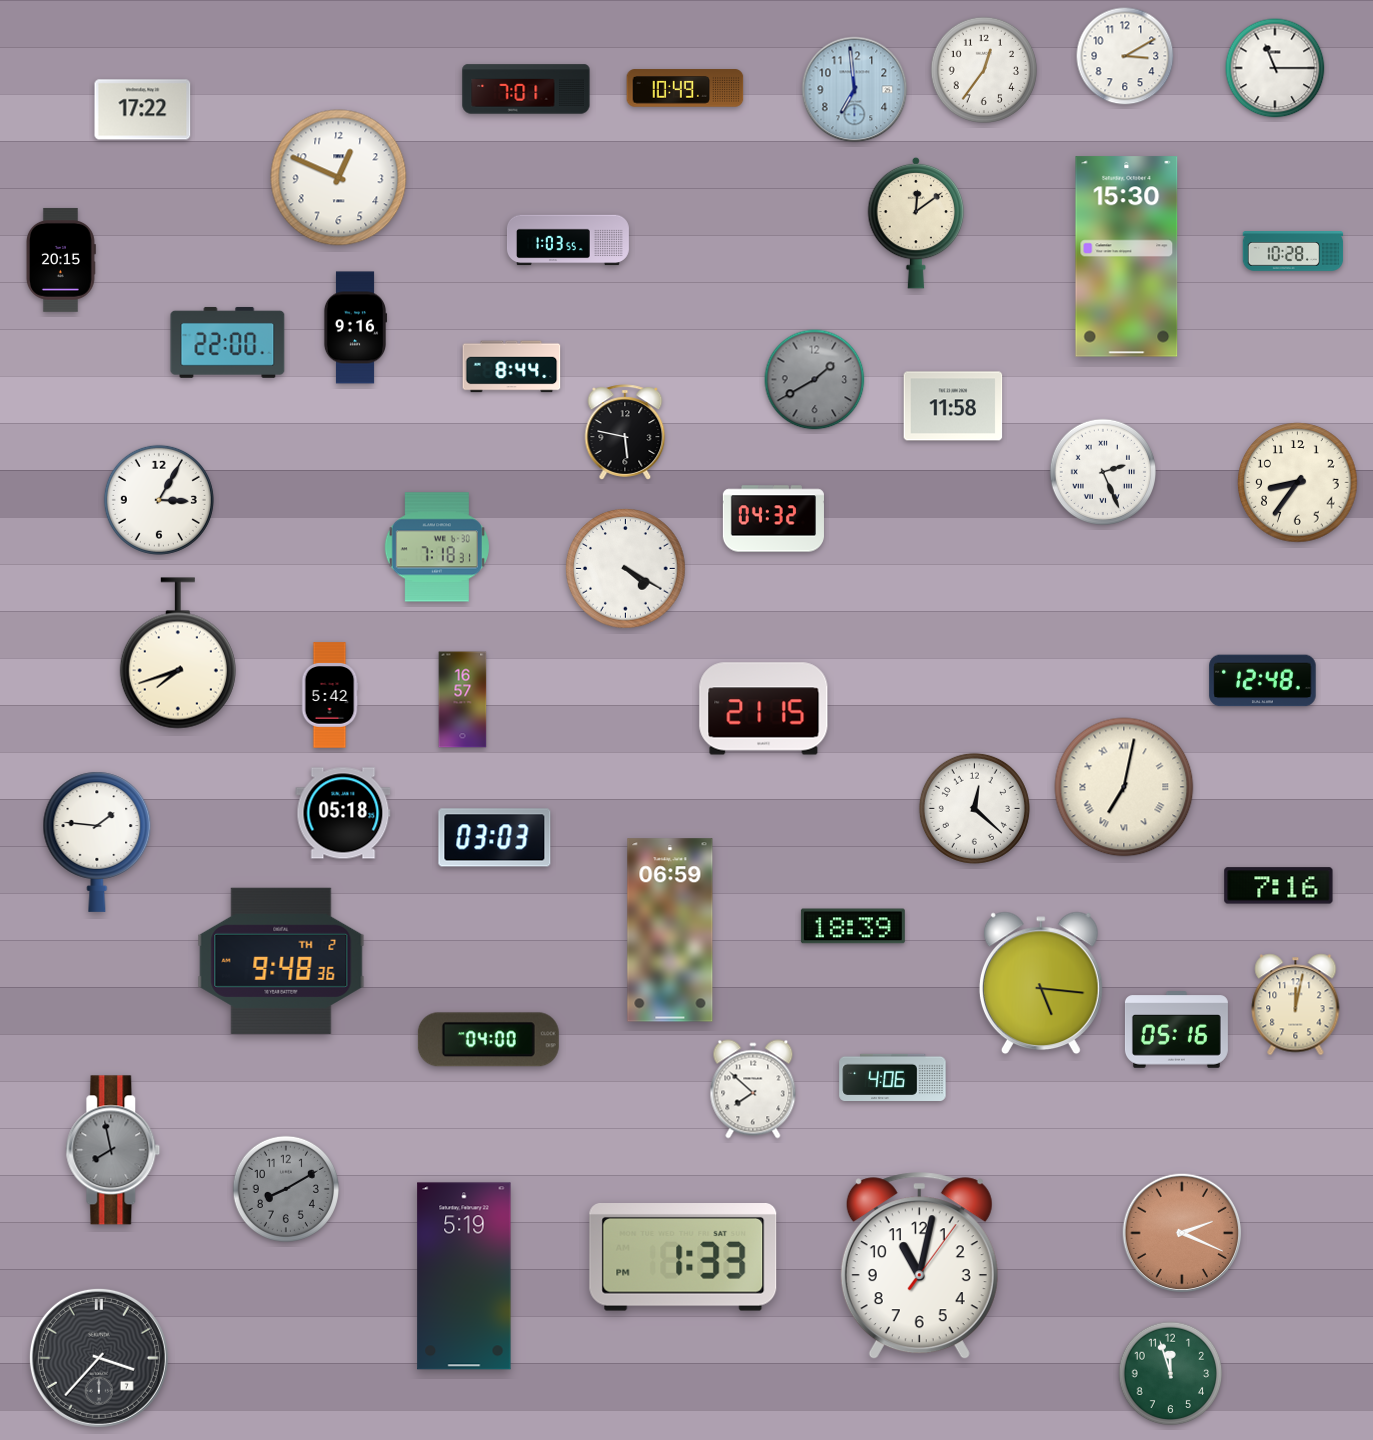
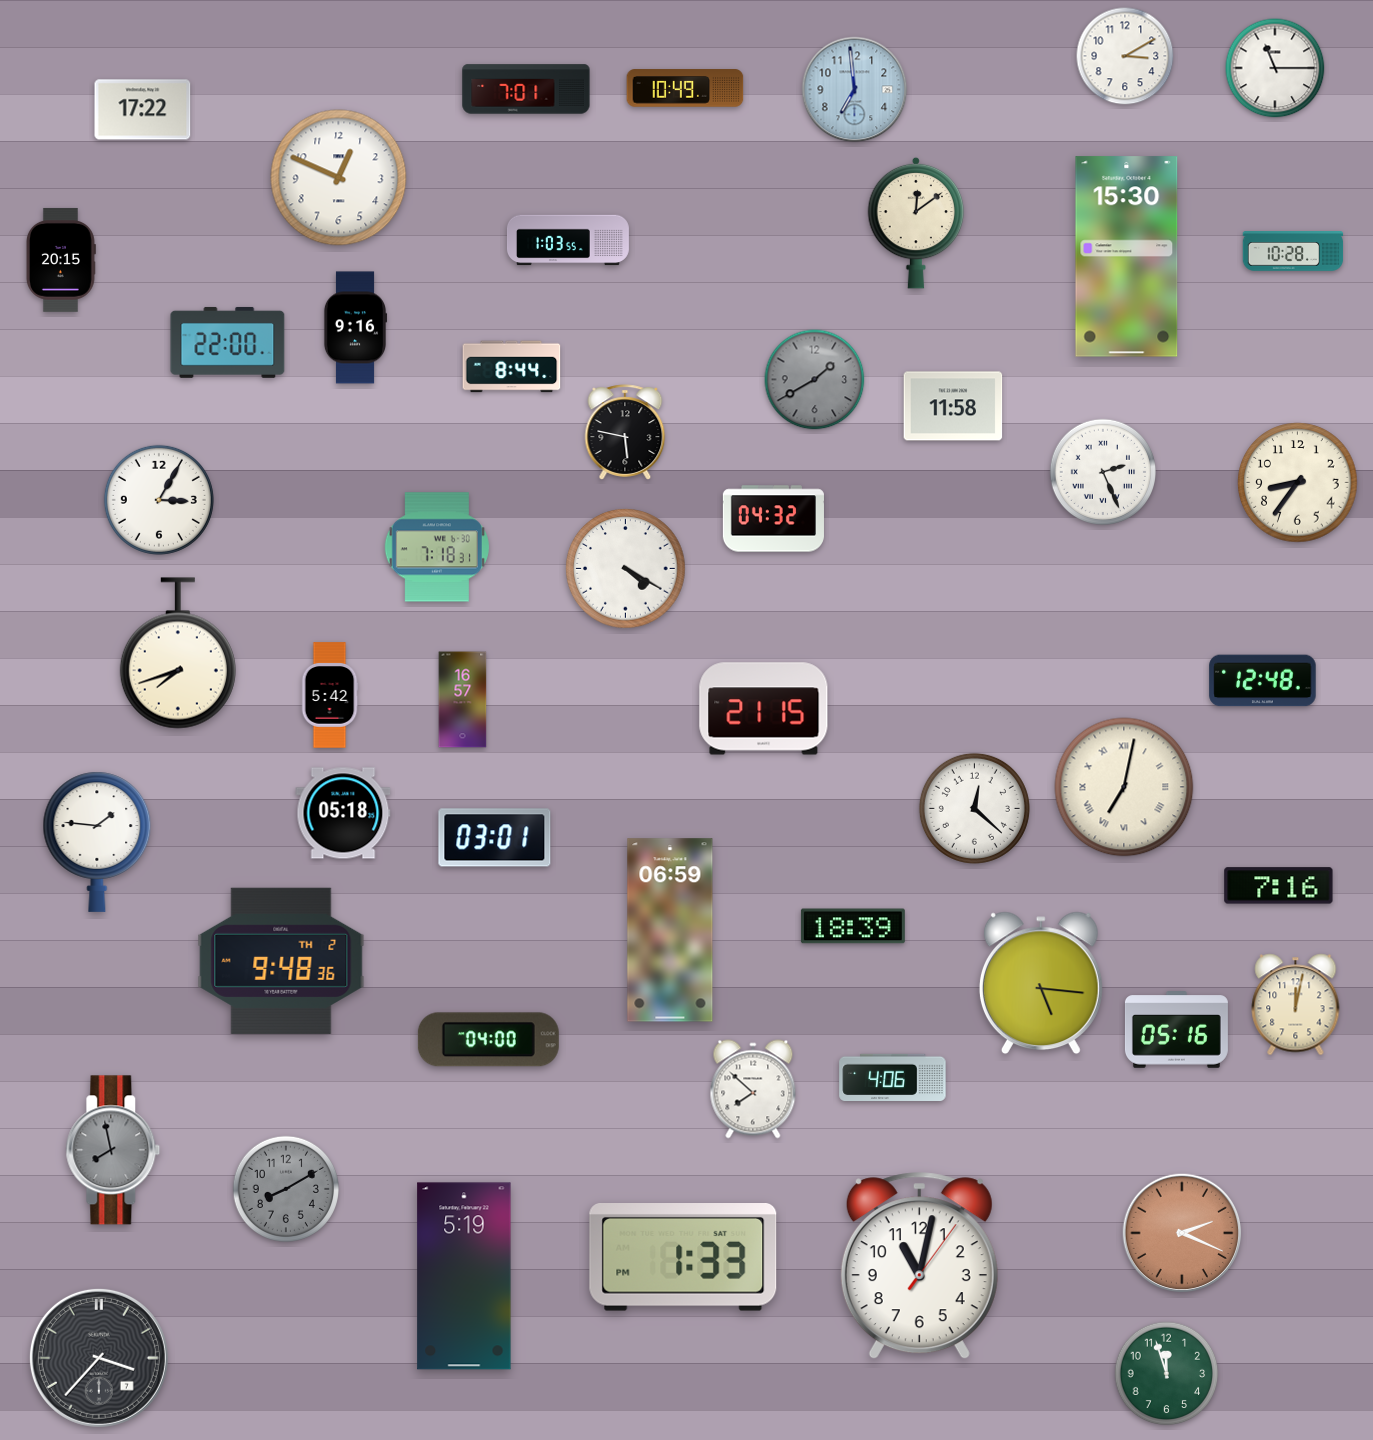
clock at (983, 69): 12:36 -> none
clock at (495, 838): 03:03 -> 03:01
clock at (1171, 1374) position: (1171, 1374) -> (1167, 1374)
